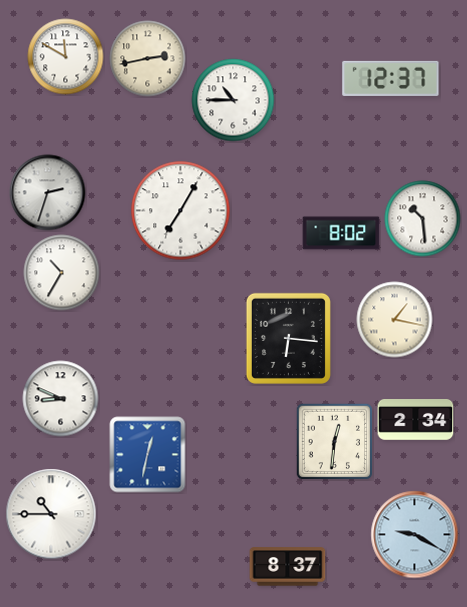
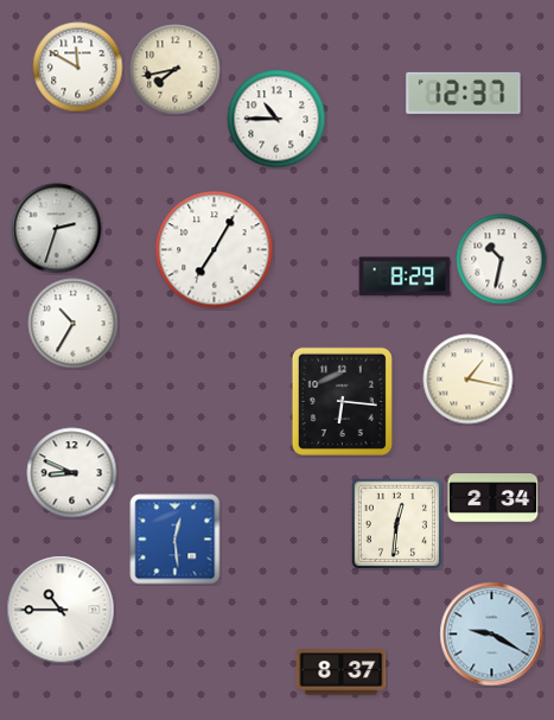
clock at (148, 59): 2:43 -> 7:43
clock at (423, 219): 10:29 -> 10:32
clock at (341, 233): 8:02 -> 8:29
clock at (148, 455): 12:32 -> 12:29
